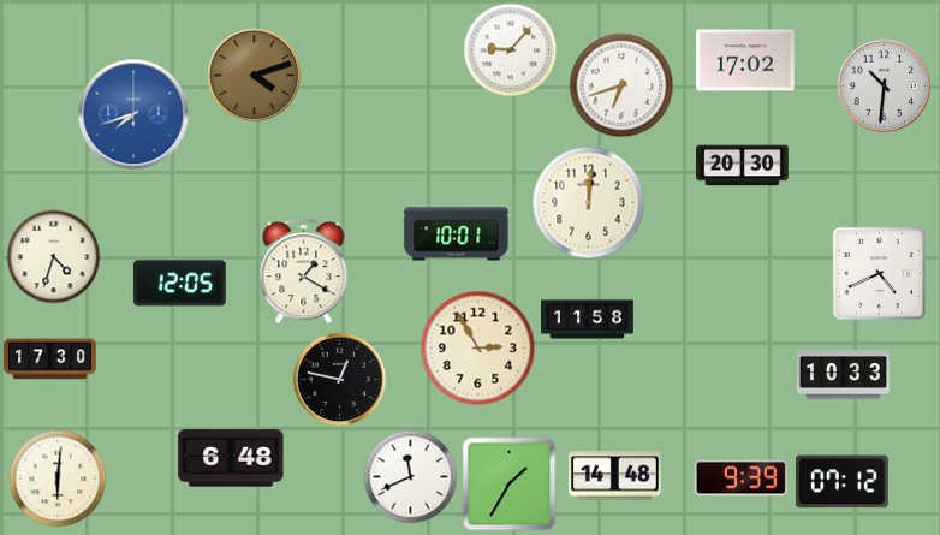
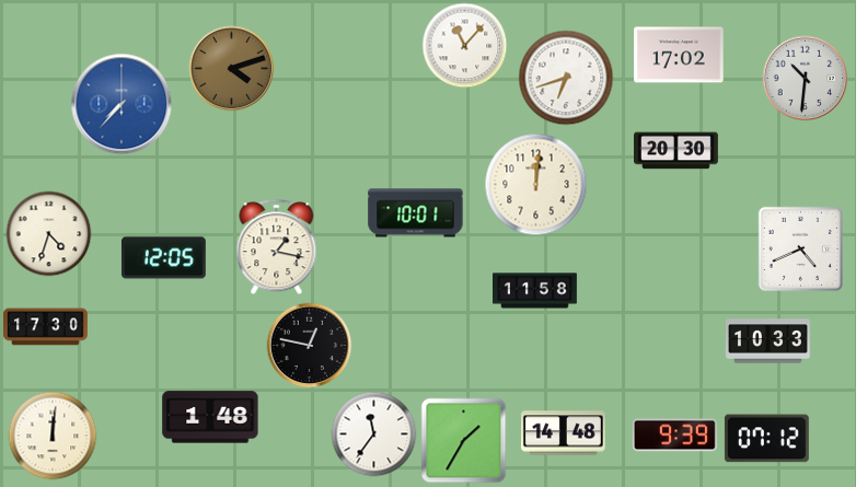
clock at (510, 49): 9:07 -> 11:07
clock at (133, 114): 7:42 -> 7:37
clock at (304, 271): 1:20 -> 1:17
clock at (477, 347): 2:55 -> none
clock at (231, 458): 6:48 -> 1:48
clock at (410, 476): 11:41 -> 11:36
clock at (614, 476) position: (614, 476) -> (563, 433)
clock at (58, 478): 6:01 -> 12:01
